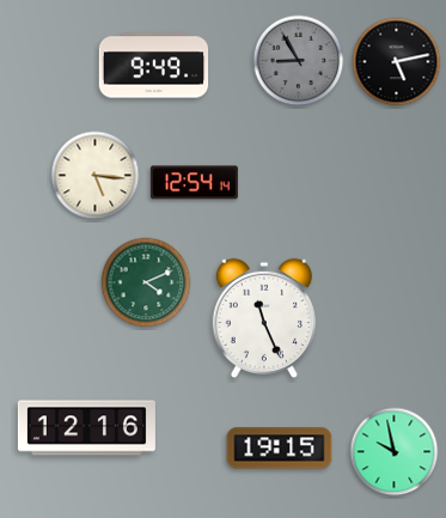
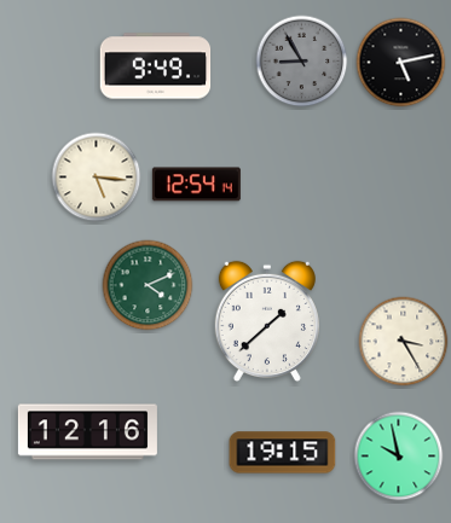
clock at (264, 318): 11:26 -> 1:38
clock at (404, 342): none -> 3:25
